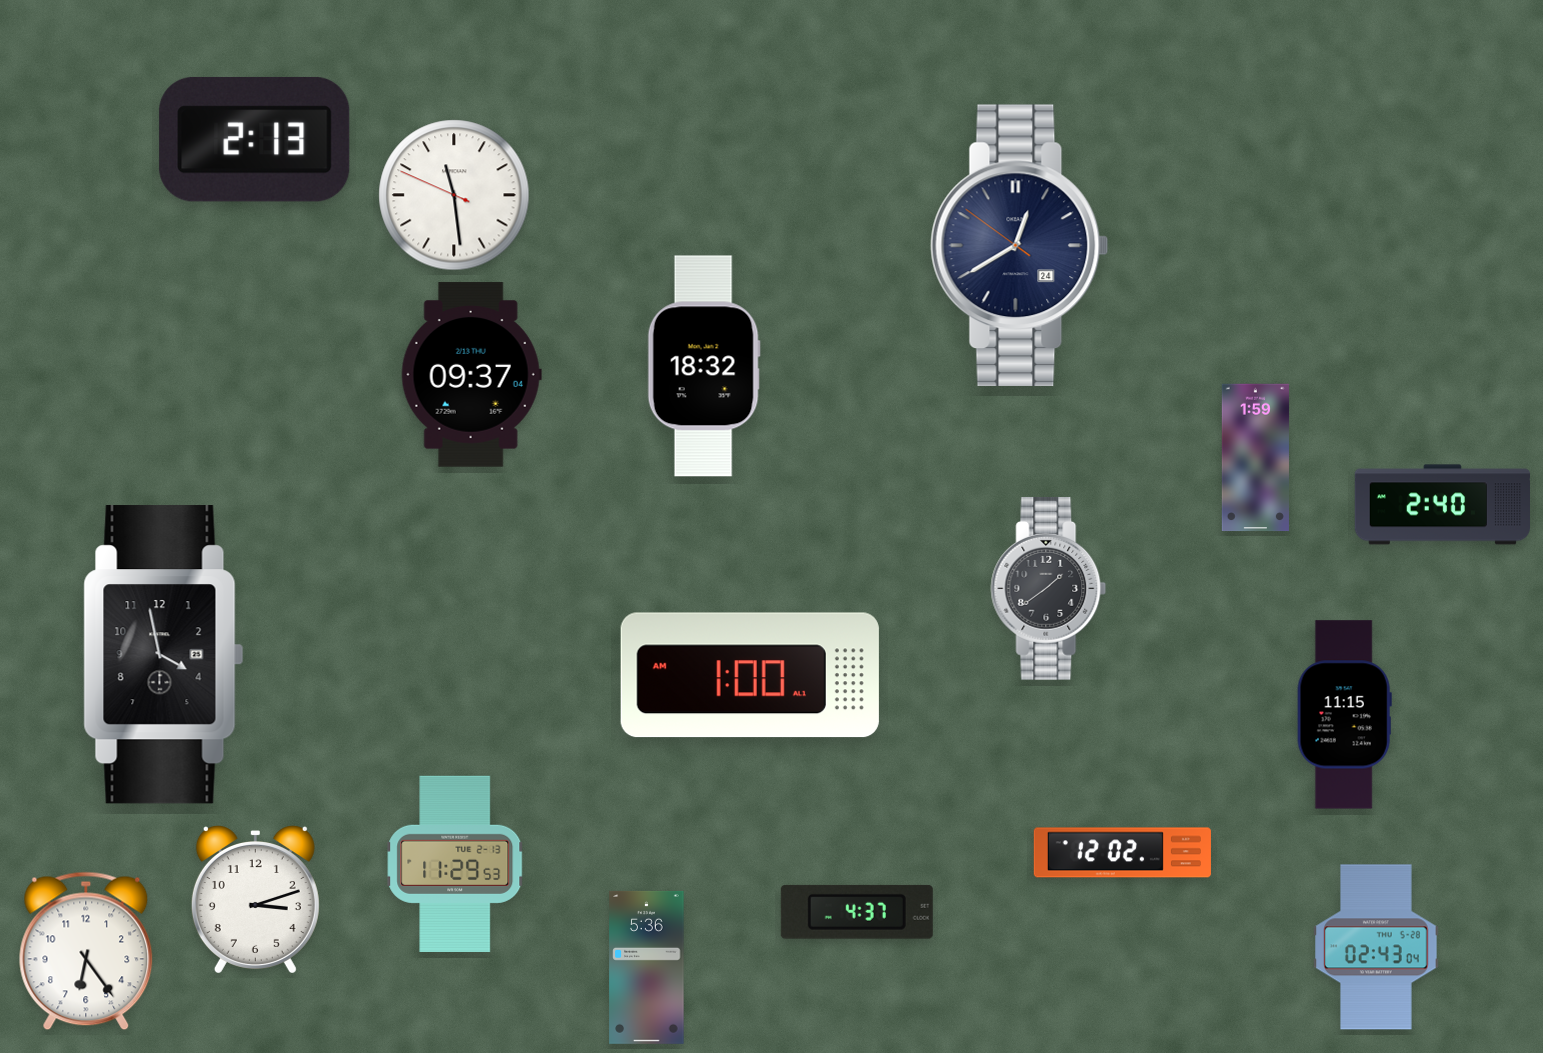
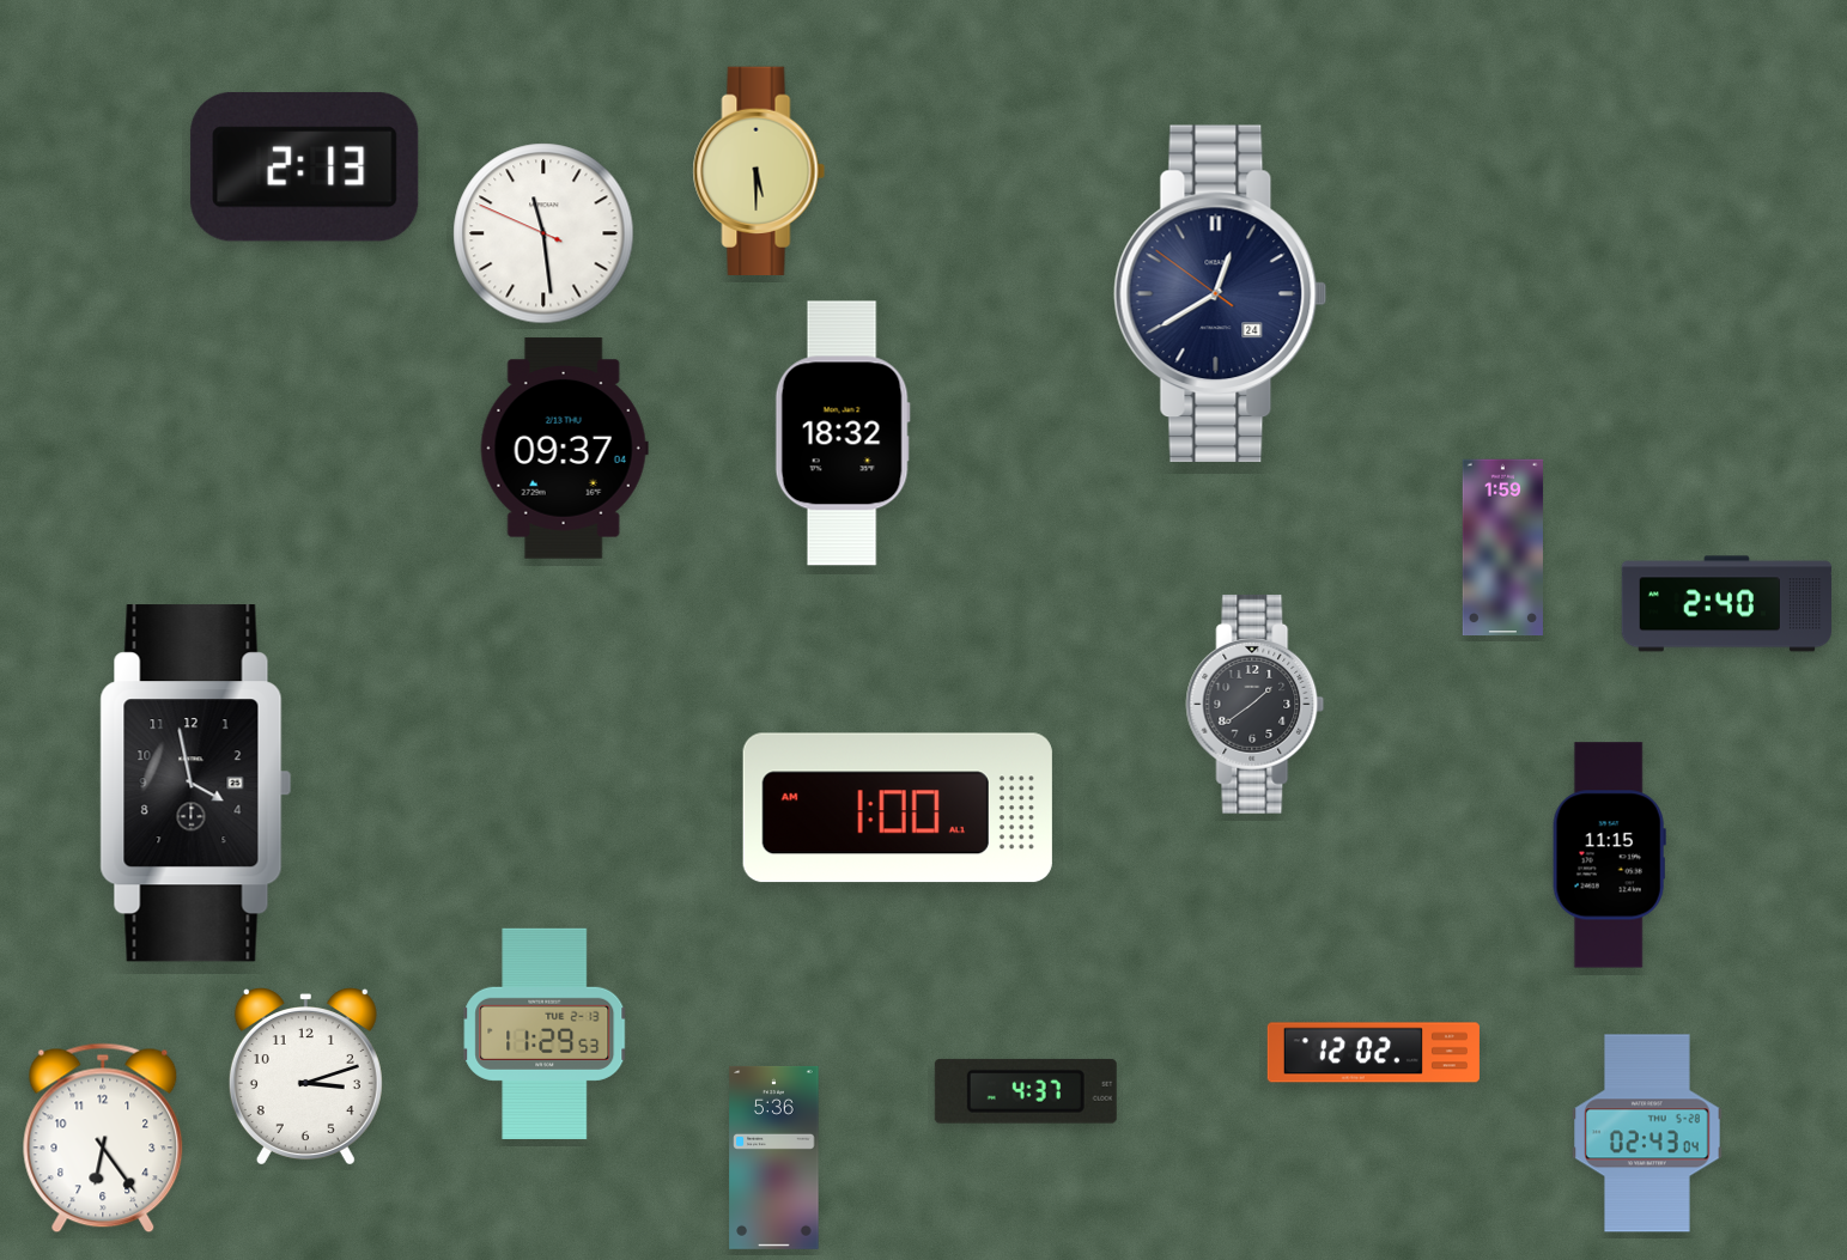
clock at (759, 170): none -> 5:30
clock at (704, 366) position: (704, 366) -> (843, 433)
clock at (1122, 853) position: (1122, 853) -> (1373, 1053)
